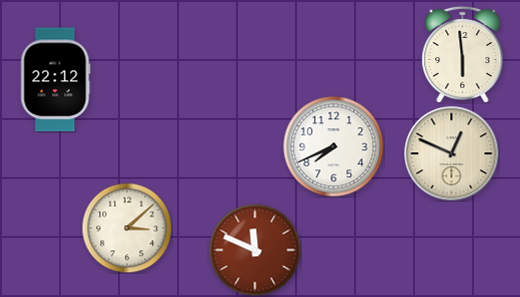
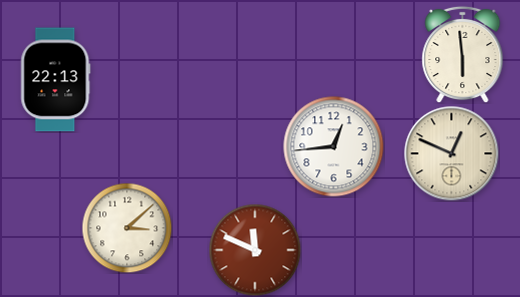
clock at (56, 80): 22:12 -> 22:13
clock at (334, 147): 7:41 -> 12:44
